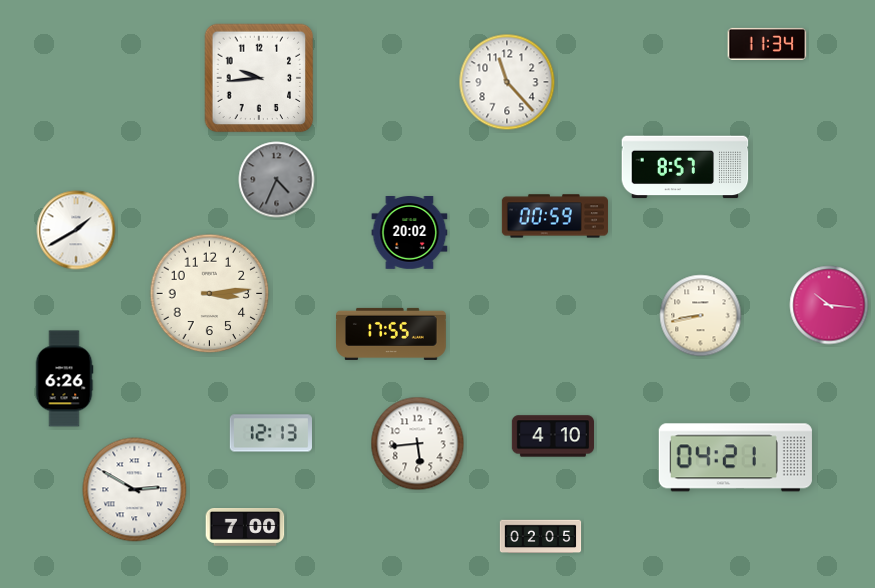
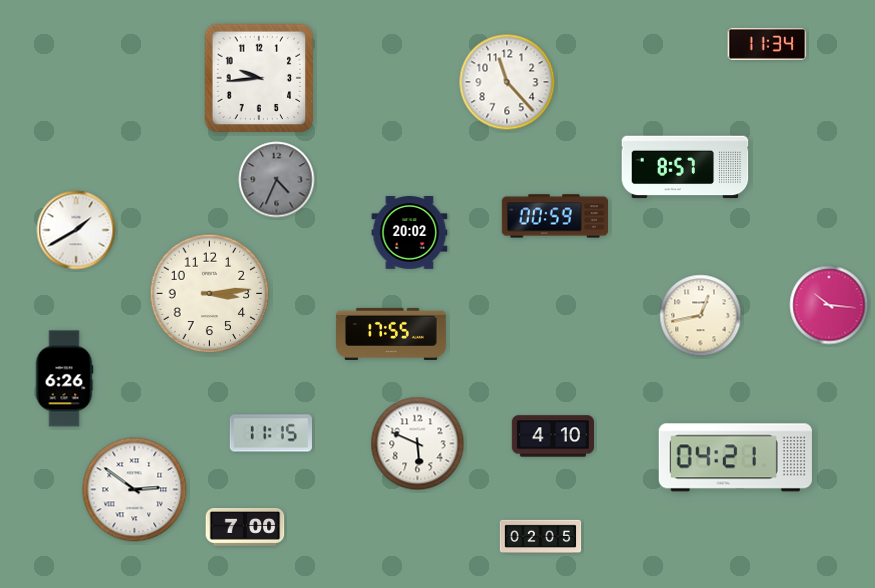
clock at (701, 316): 8:43 -> 12:43
clock at (271, 433): 12:13 -> 11:15
clock at (418, 444): 5:44 -> 5:49
clock at (135, 490): 2:50 -> 2:51
